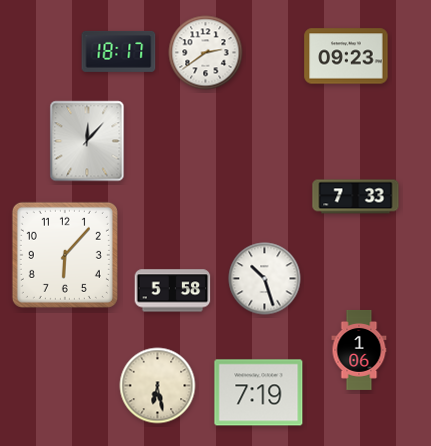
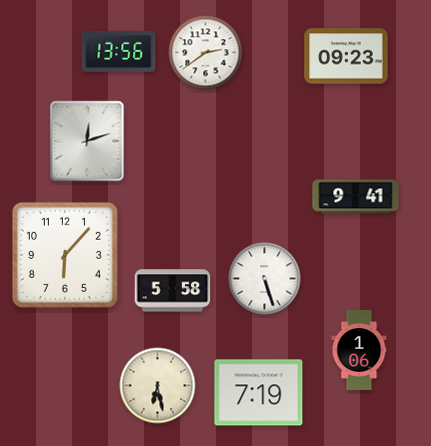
clock at (119, 51): 18:17 -> 13:56
clock at (87, 141): 12:07 -> 12:12
clock at (356, 197): 7:33 -> 9:41
clock at (265, 279): 10:27 -> 5:27
